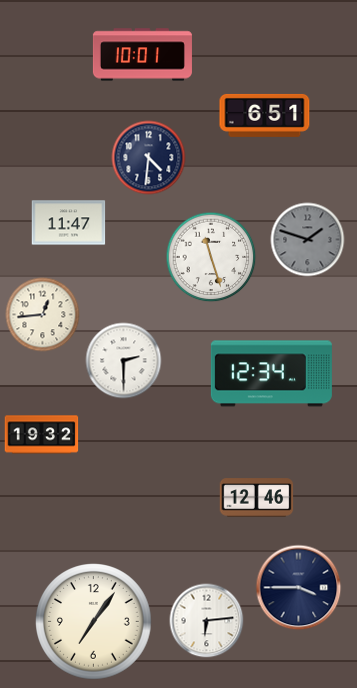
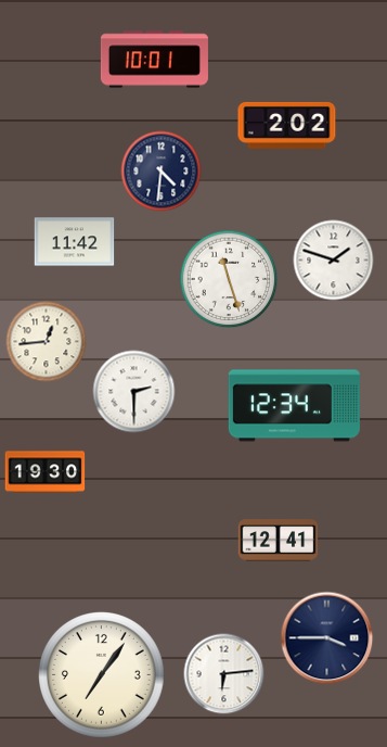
clock at (265, 115): 6:51 -> 2:02
clock at (69, 223): 11:47 -> 11:42
clock at (308, 240) dial: grey -> white
clock at (42, 435): 19:32 -> 19:30
clock at (257, 498): 12:46 -> 12:41
clock at (299, 588) position: (299, 588) -> (327, 638)
